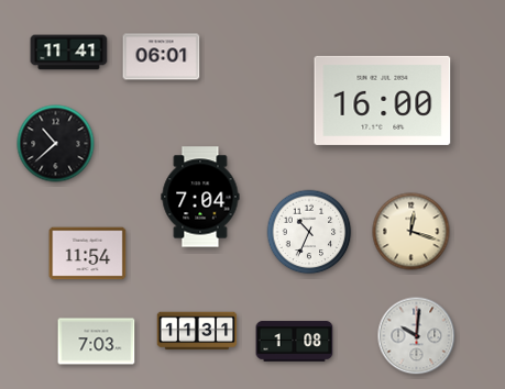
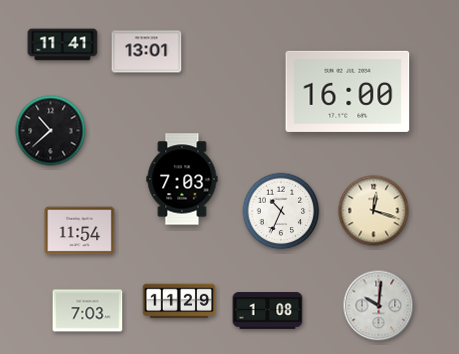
clock at (69, 53) position: (69, 53) -> (63, 45)
clock at (162, 57): 06:01 -> 13:01
clock at (200, 197): 7:04 -> 7:03
clock at (197, 331): 11:31 -> 11:29
